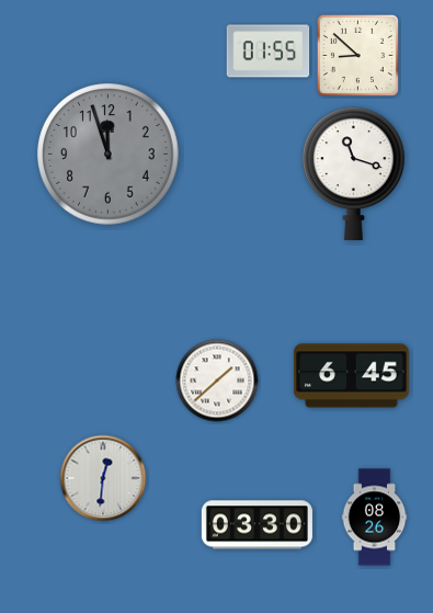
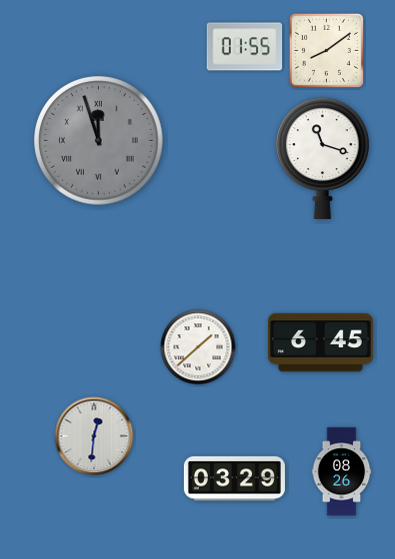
clock at (357, 55): 8:52 -> 8:09
clock at (109, 155) numerals: Arabic -> Roman
clock at (257, 525): 03:30 -> 03:29
